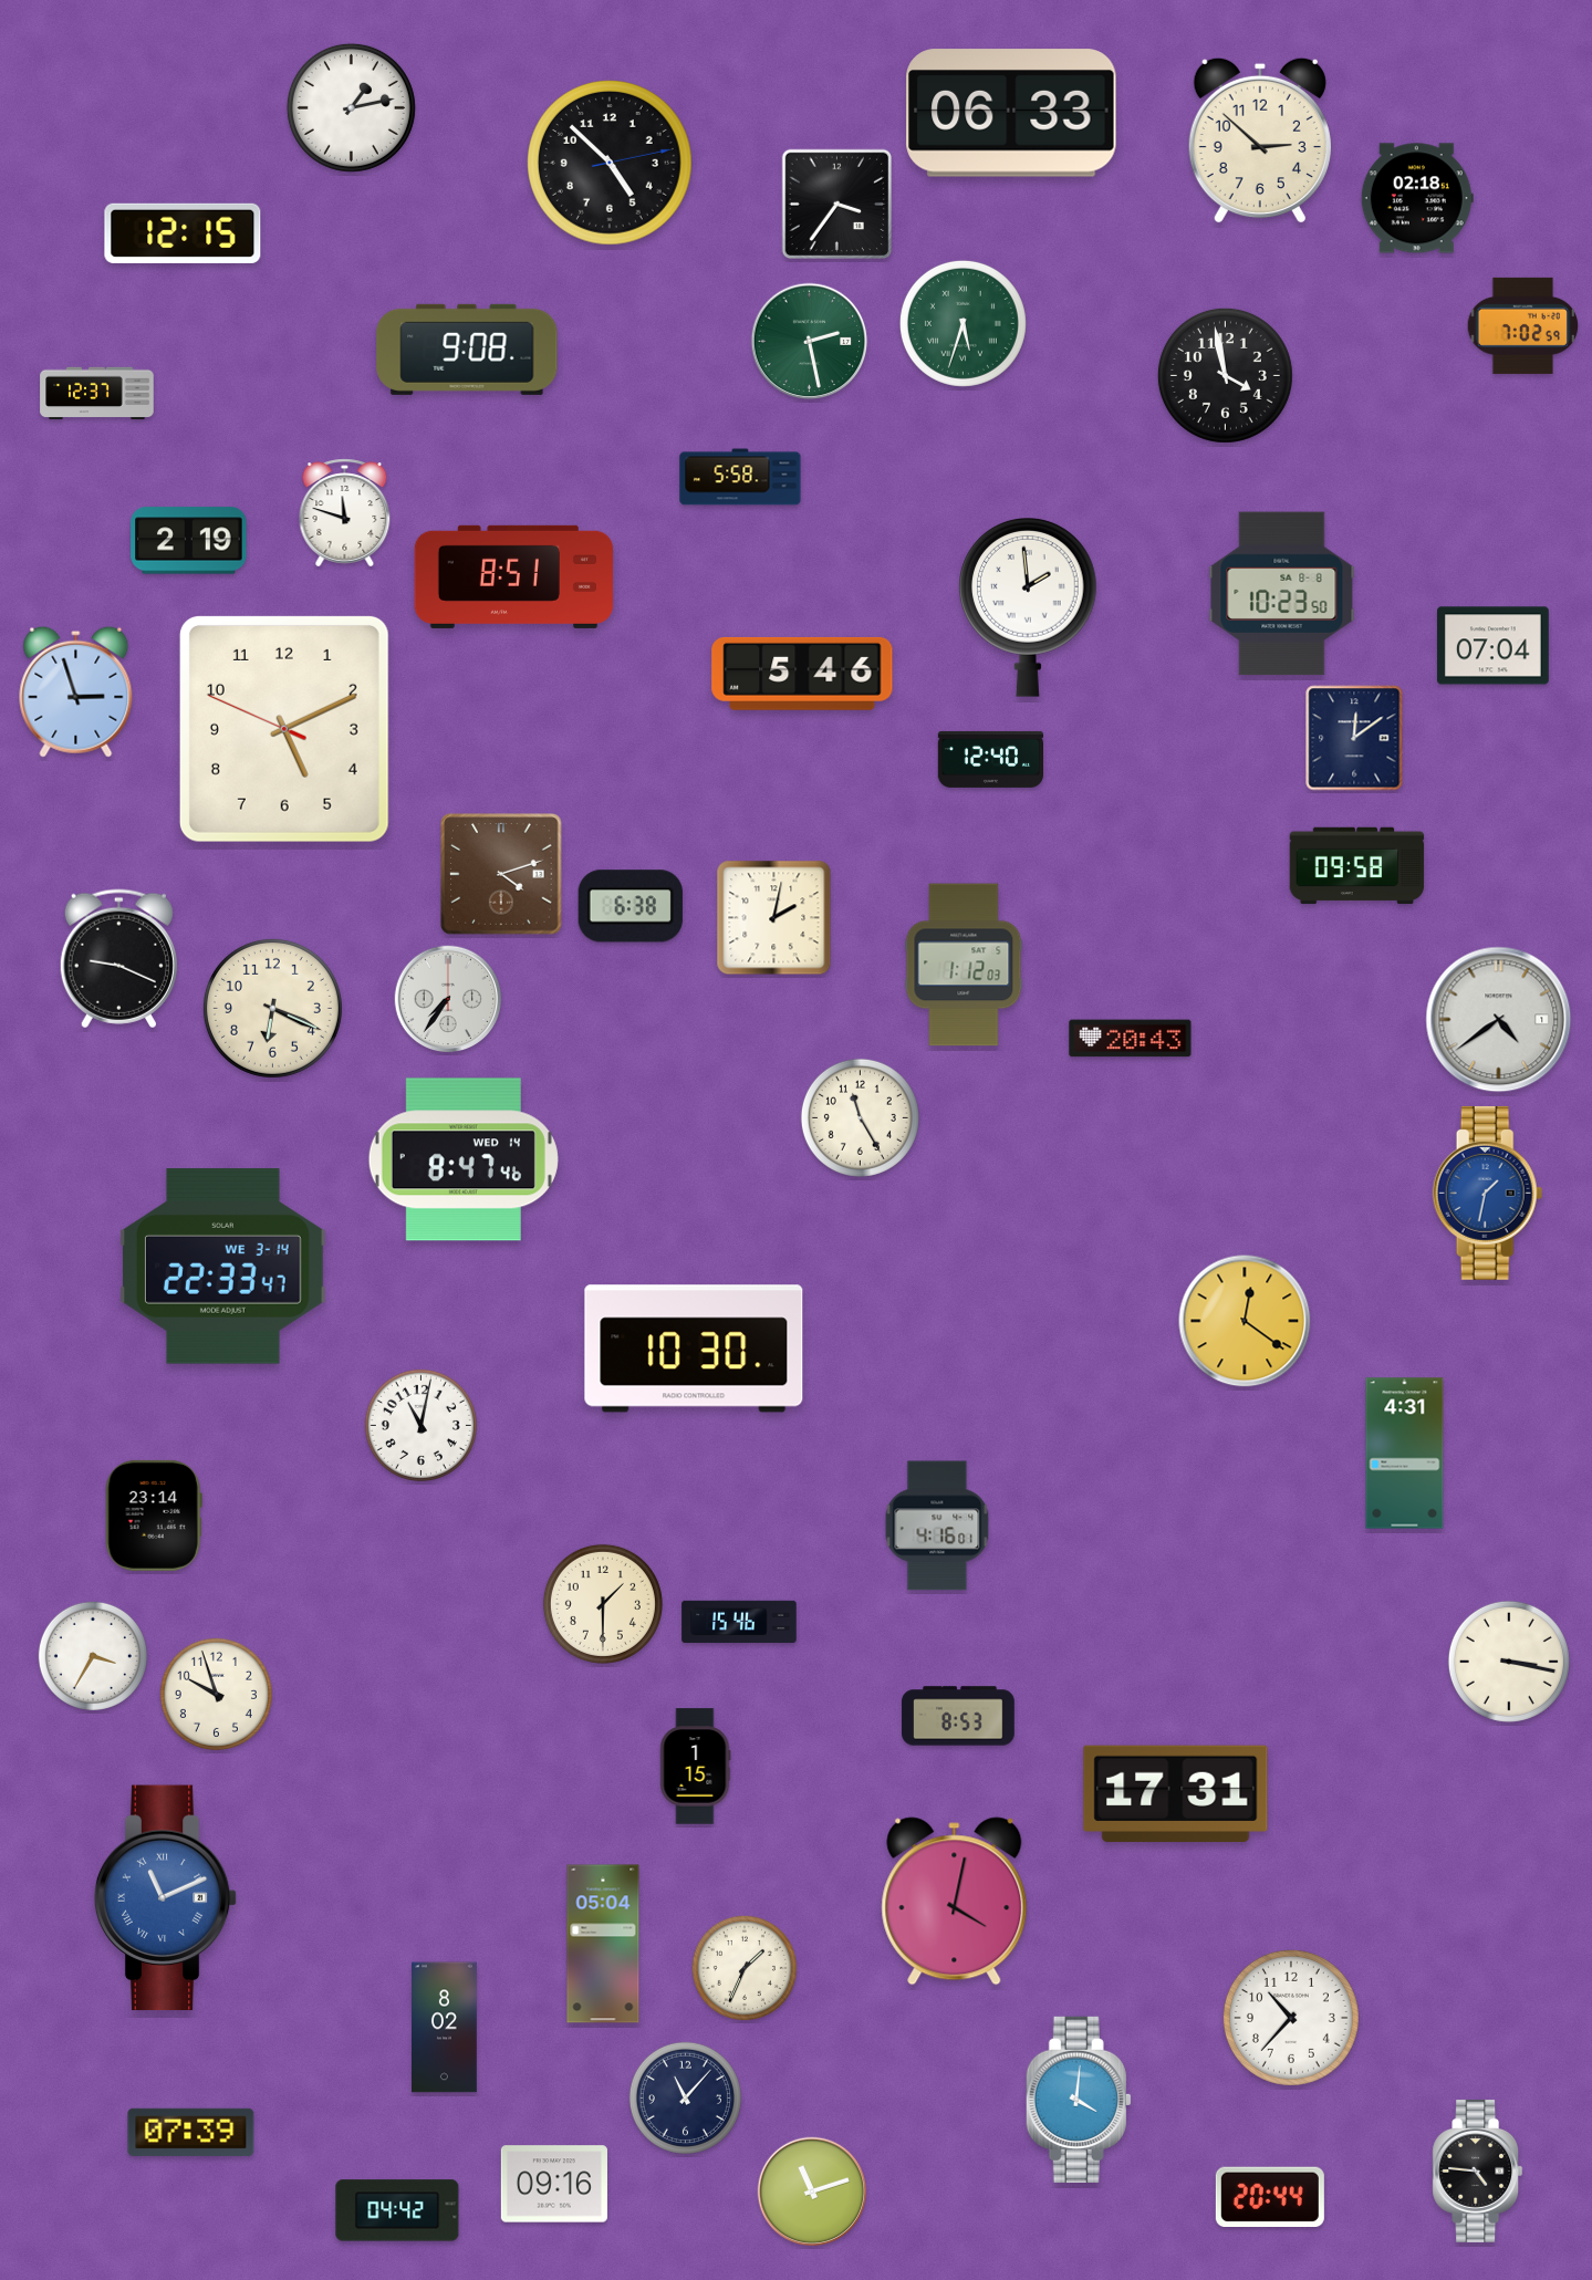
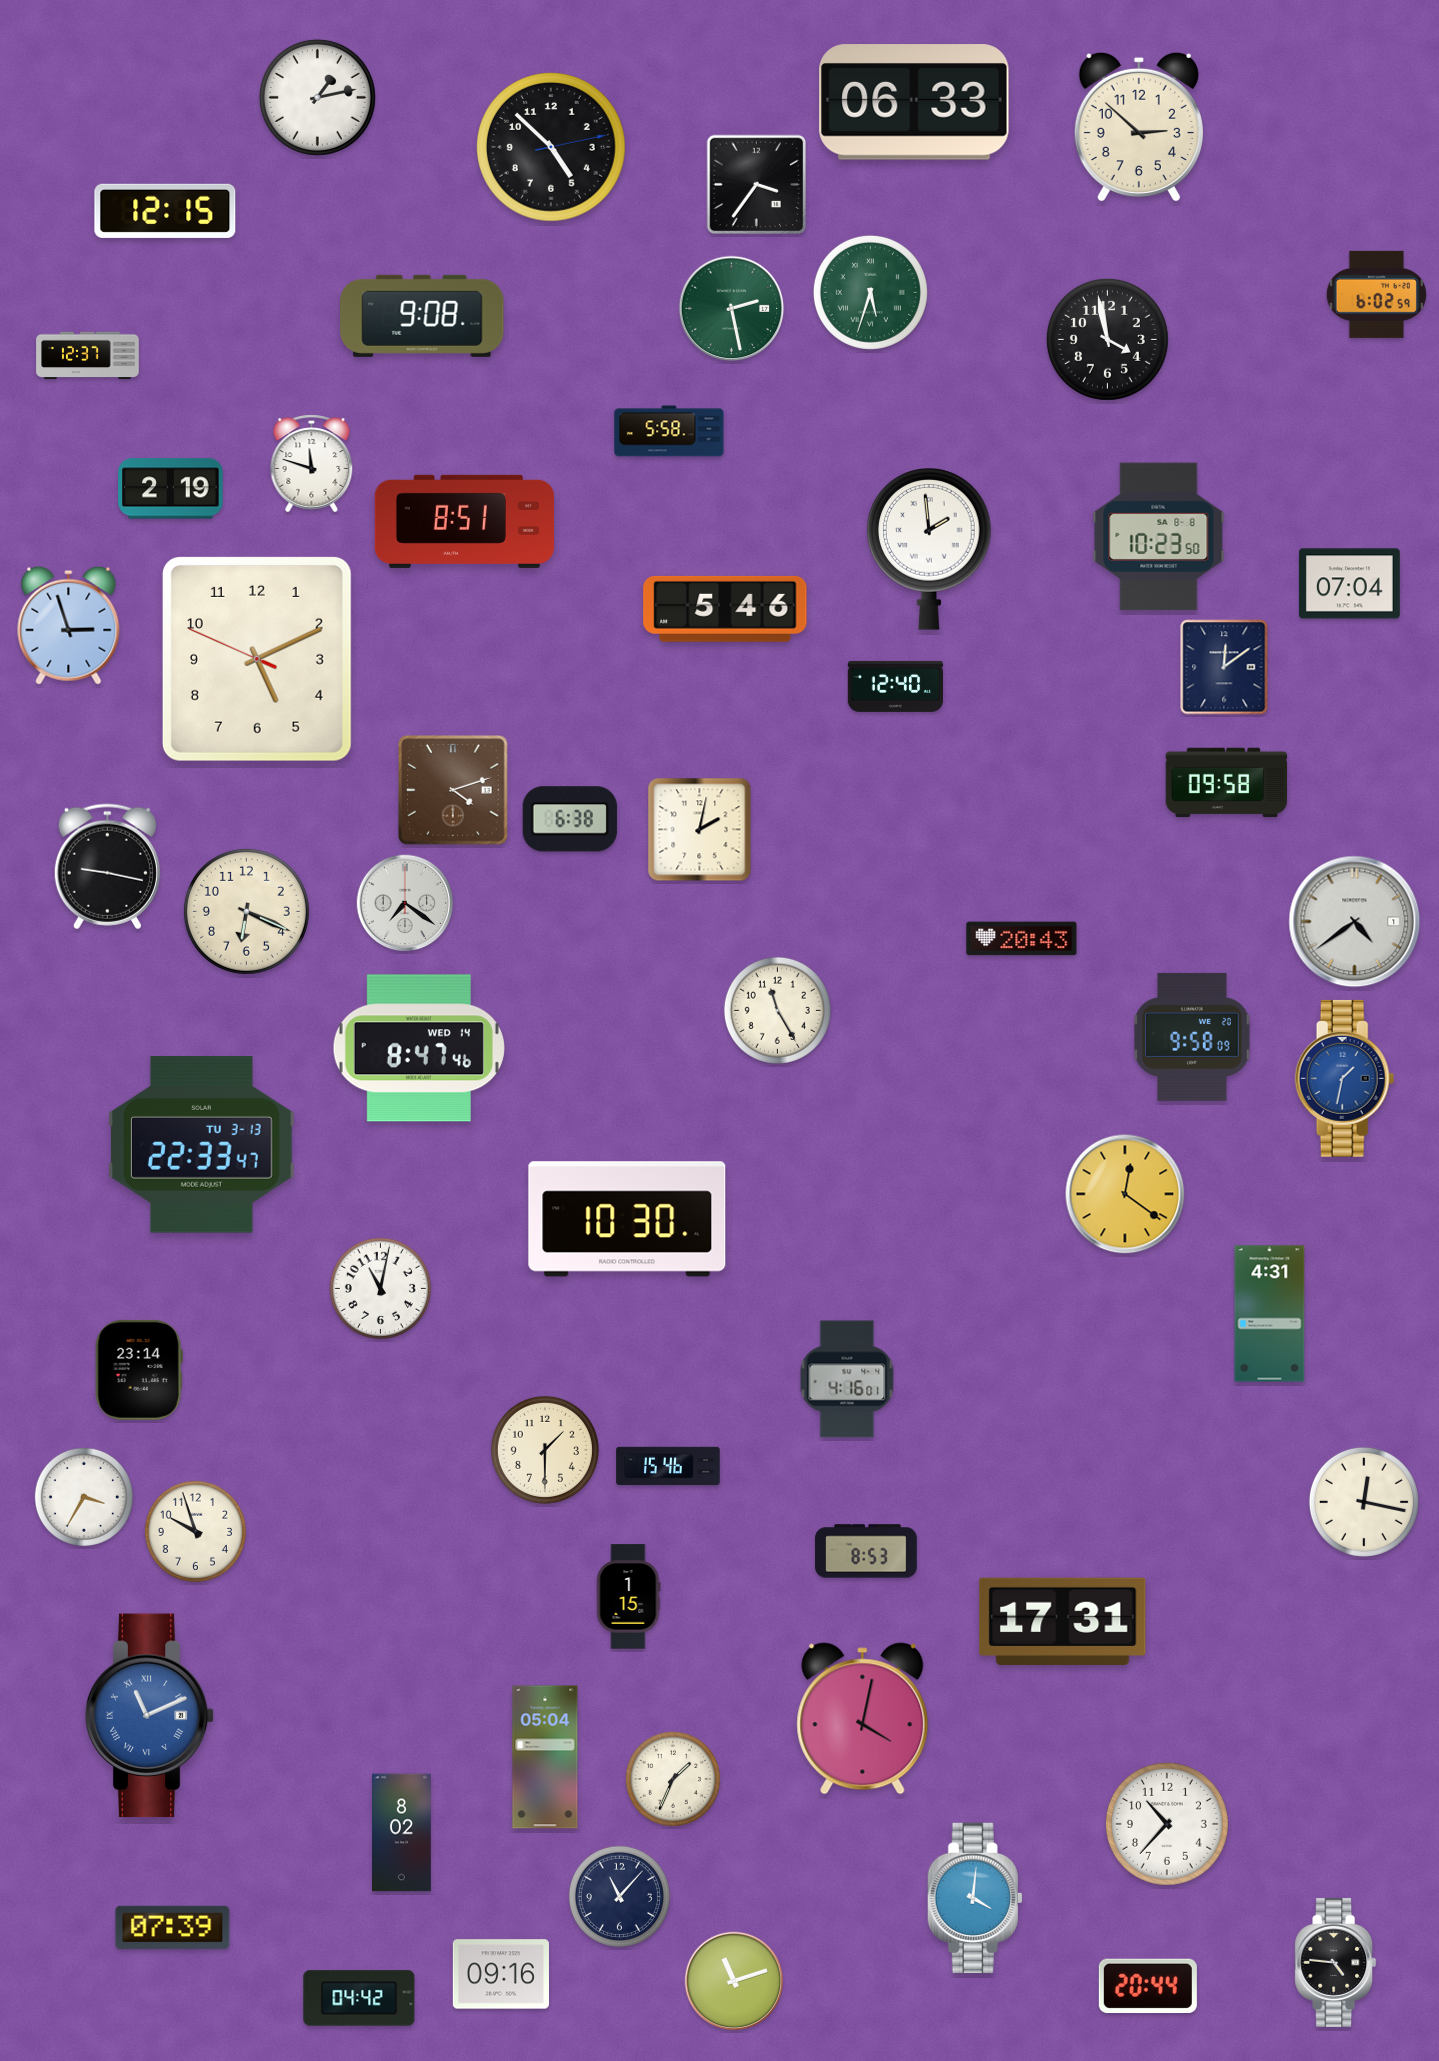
clock at (1417, 198): 02:18 -> none
clock at (1522, 325): 7:02 -> 6:02
clock at (118, 959): 9:19 -> 9:17
clock at (964, 965): 1:12 -> none
clock at (448, 999): 7:36 -> 7:21
clock at (1192, 1037): none -> 9:58
clock at (222, 1267) date: WE 3-14 -> TU 3-13
clock at (1509, 1662): 3:17 -> 12:17
